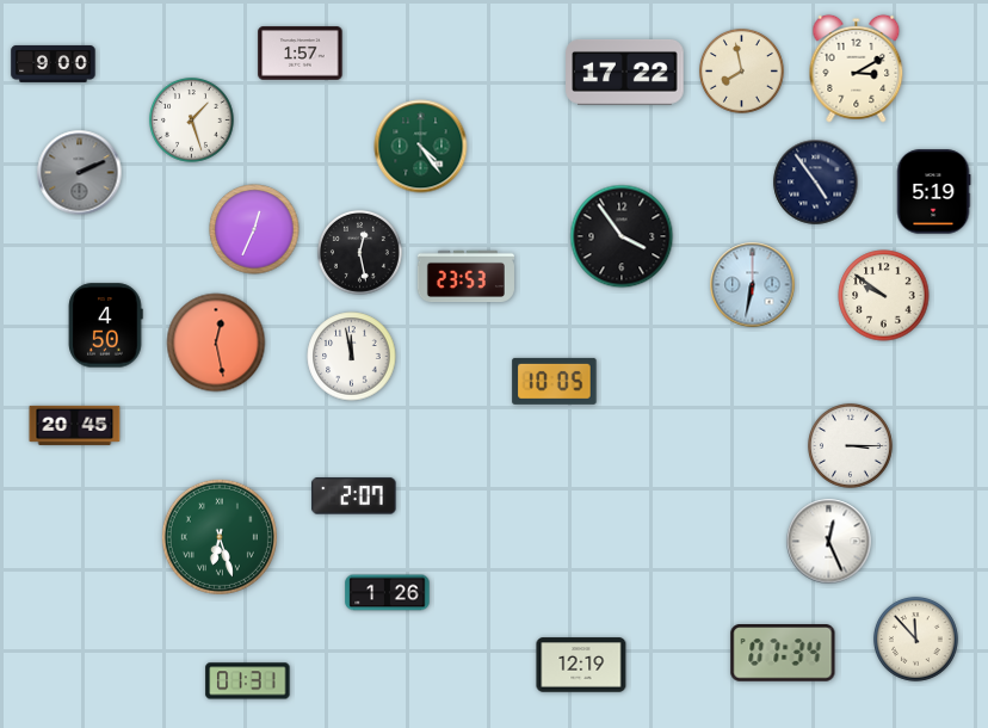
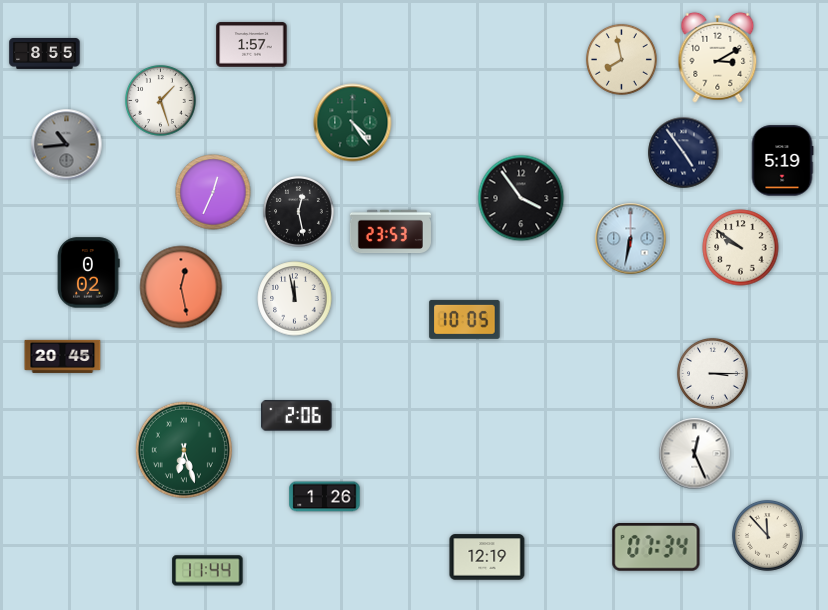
clock at (54, 63): 9:00 -> 8:55
clock at (625, 72): 17:22 -> none
clock at (80, 173): 2:11 -> 10:44
clock at (359, 252) position: (359, 252) -> (298, 211)
clock at (105, 326): 4:50 -> 0:02
clock at (354, 496): 2:07 -> 2:06
clock at (248, 681): 01:31 -> 11:44
